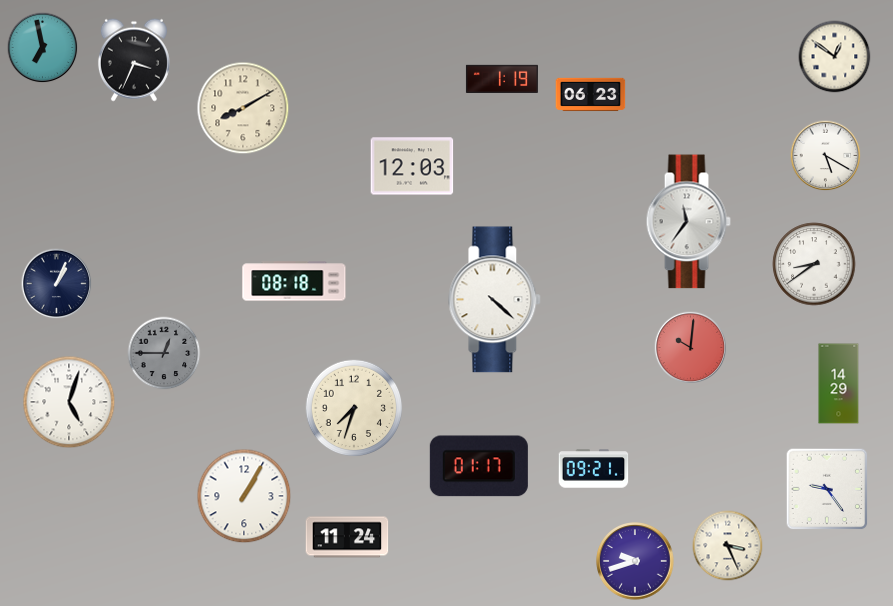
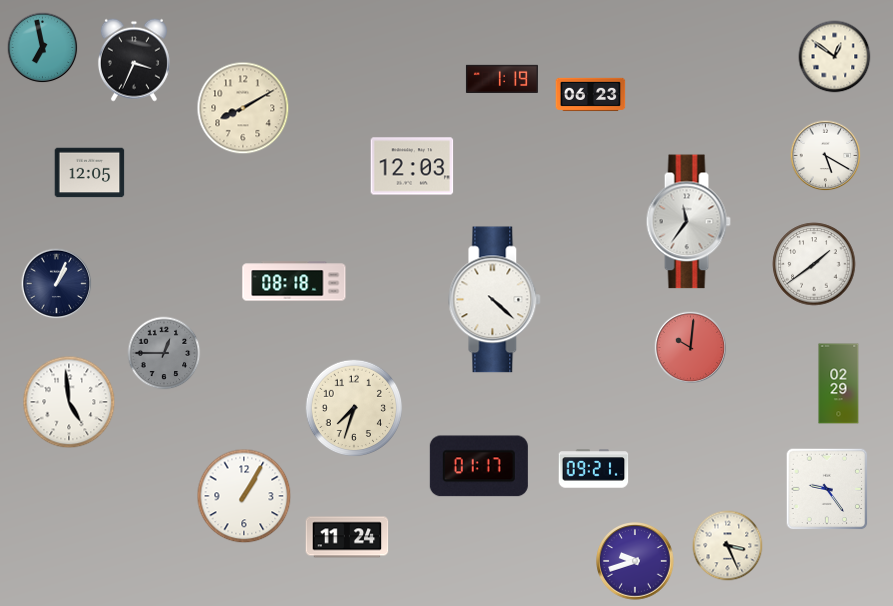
clock at (90, 173): none -> 12:05
clock at (814, 264): 8:39 -> 1:39
clock at (839, 384): 14:29 -> 02:29
clock at (69, 402): 5:03 -> 4:59
